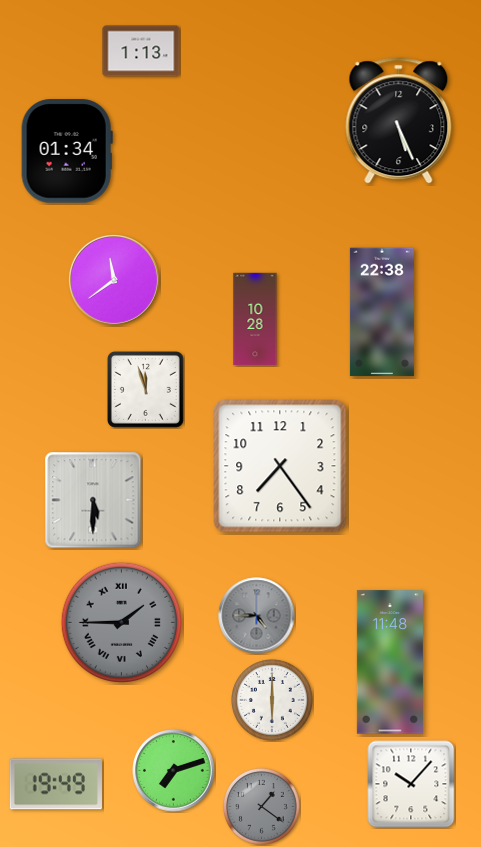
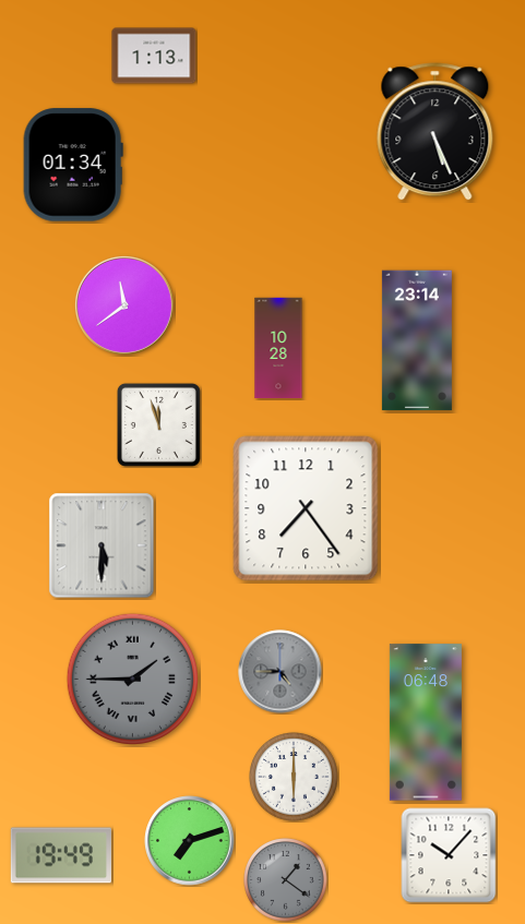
clock at (382, 312): 22:38 -> 23:14
clock at (390, 662): 11:48 -> 06:48
clock at (273, 701) position: (273, 701) -> (295, 778)
